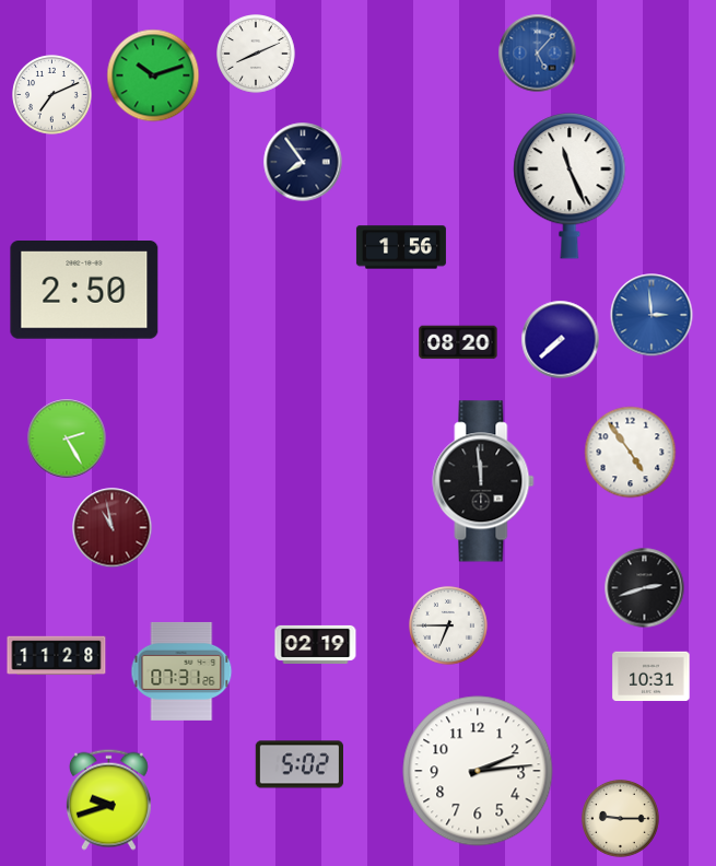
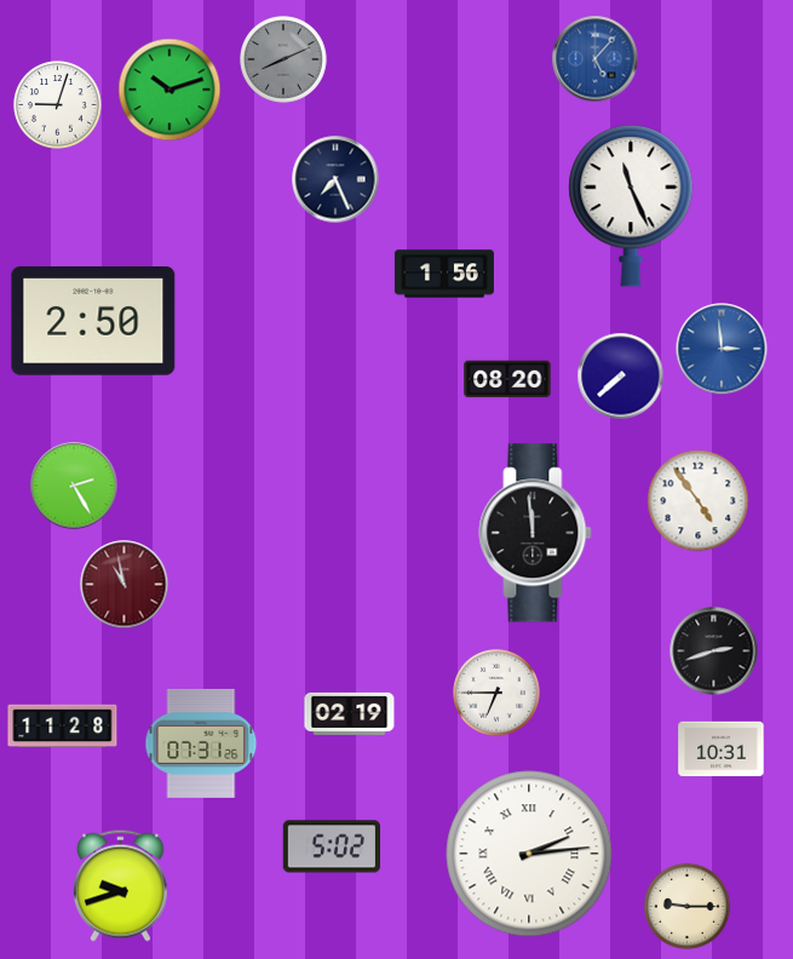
clock at (257, 55) dial: white -> grey
clock at (153, 75) position: (153, 75) -> (169, 90)
clock at (52, 95): 7:11 -> 9:03
clock at (303, 162): 7:54 -> 7:26
clock at (478, 771) numerals: Arabic -> Roman
